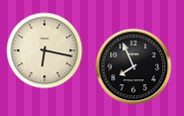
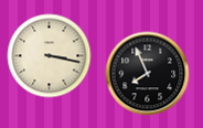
clock at (45, 51): 6:17 -> 3:17
